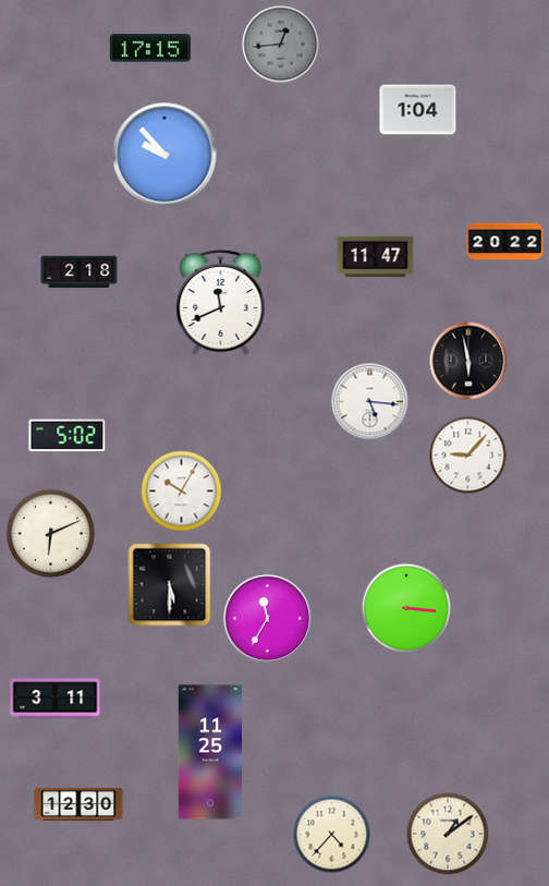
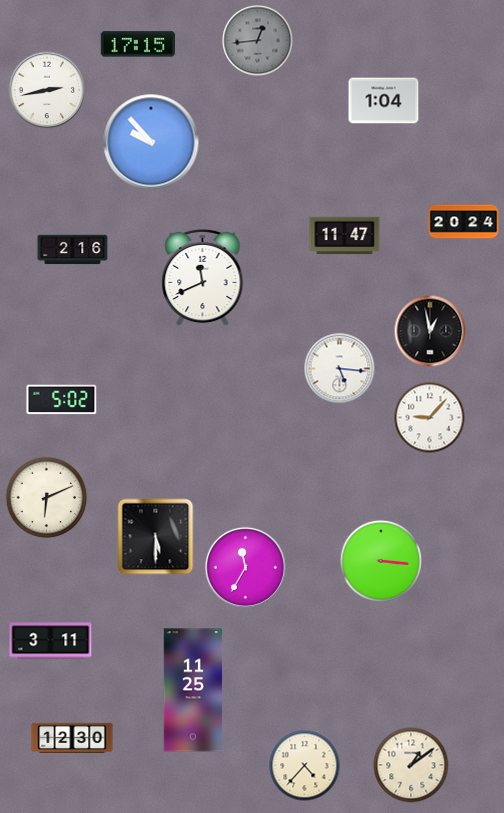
clock at (47, 90): none -> 2:43
clock at (505, 242): 20:22 -> 20:24
clock at (80, 272): 2:18 -> 2:16
clock at (468, 361): 5:58 -> 12:58
clock at (182, 491): 10:05 -> none
clock at (51, 534) position: (51, 534) -> (47, 498)
clock at (406, 608) position: (406, 608) -> (381, 561)
